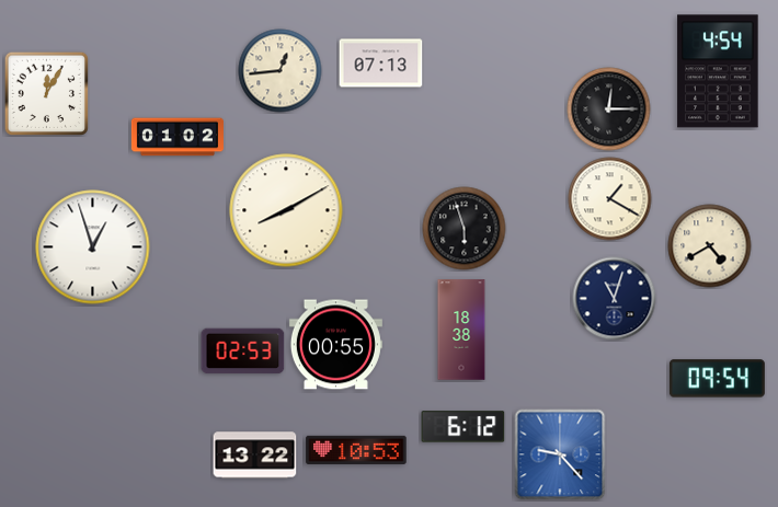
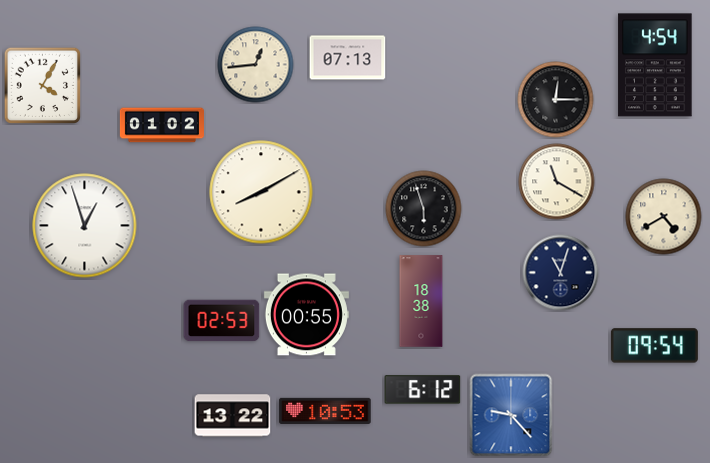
clock at (46, 93): 12:05 -> 4:05
clock at (610, 199): 1:20 -> 11:20
clock at (710, 246) position: (710, 246) -> (664, 217)
